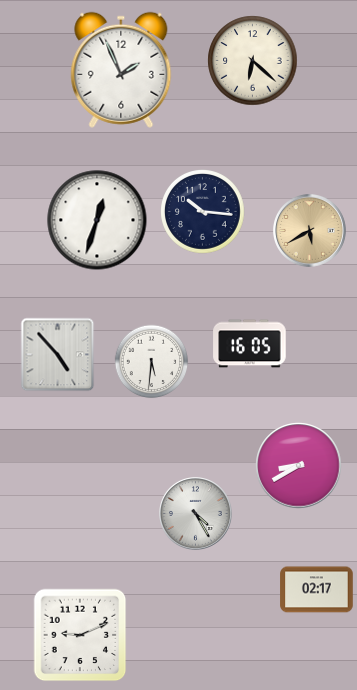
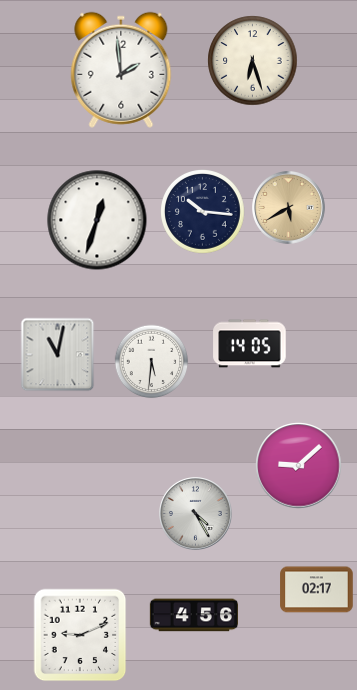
clock at (253, 61): 6:22 -> 6:27
clock at (121, 70): 1:56 -> 1:59
clock at (310, 231) position: (310, 231) -> (289, 208)
clock at (250, 344): 16:05 -> 14:05
clock at (58, 355): 4:53 -> 11:02
clock at (299, 466): 8:40 -> 9:08
clock at (193, 615): none -> 4:56
